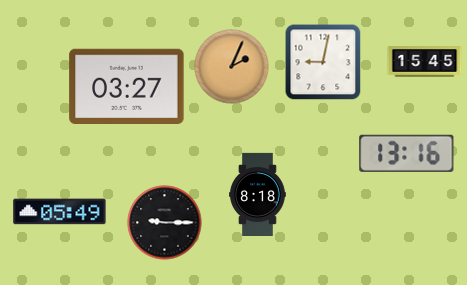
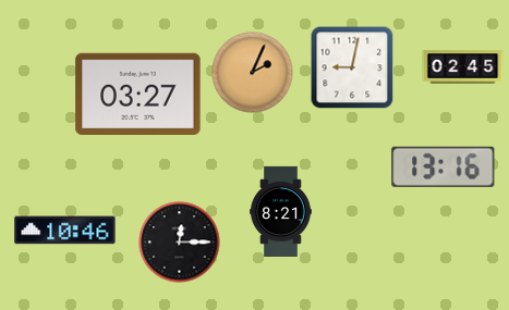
clock at (425, 62): 15:45 -> 02:45
clock at (258, 194): 8:18 -> 8:21
clock at (60, 212): 05:49 -> 10:46
clock at (165, 223): 9:15 -> 12:15
